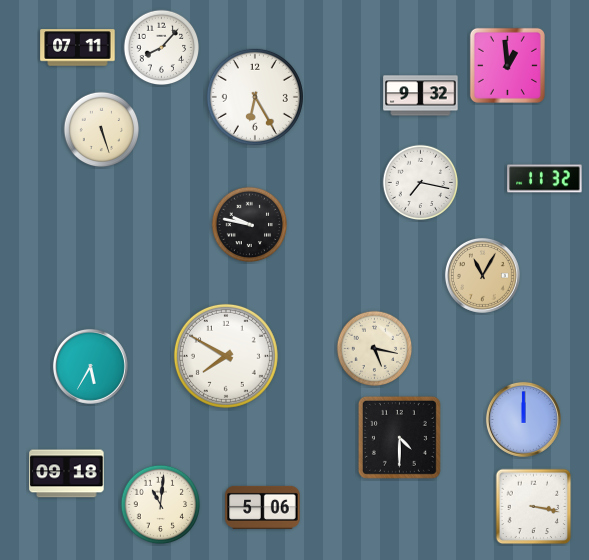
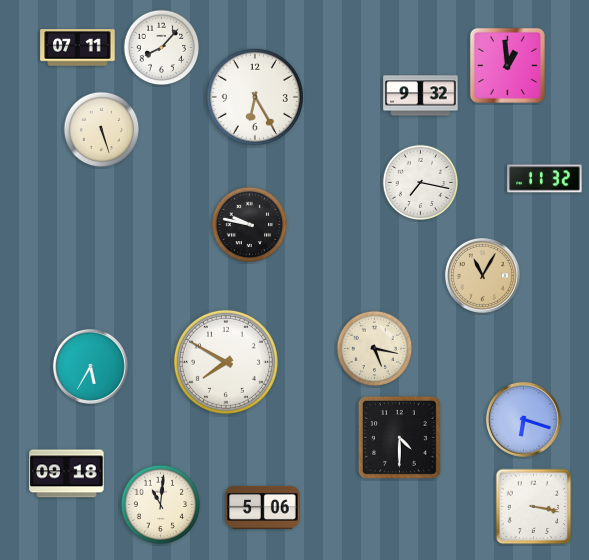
clock at (226, 356) position: (226, 356) -> (226, 362)
clock at (523, 419): 12:00 -> 6:18
